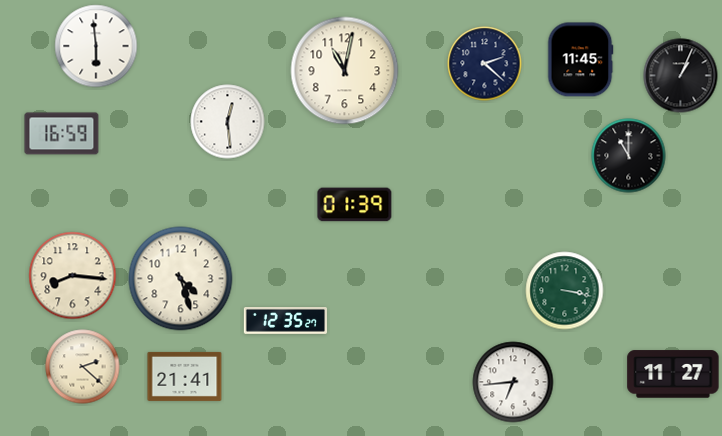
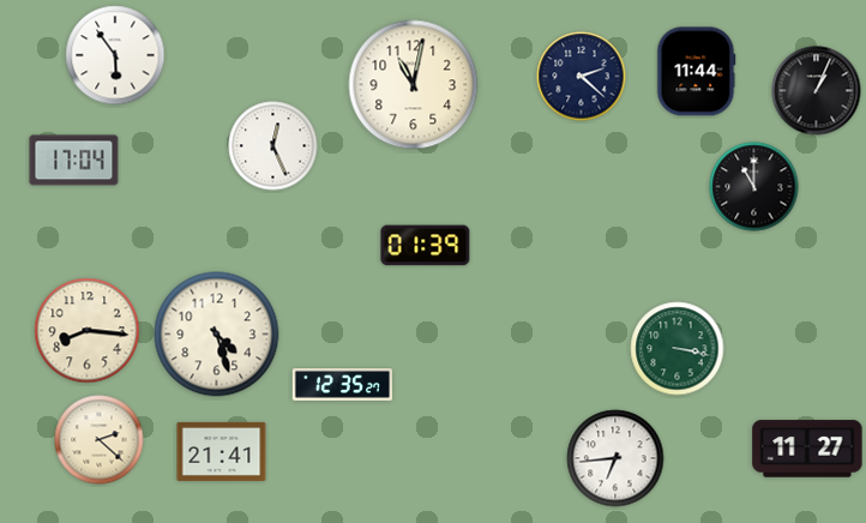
clock at (96, 46): 5:59 -> 5:54
clock at (581, 60): 11:45 -> 11:44
clock at (228, 122): 12:29 -> 12:26
clock at (62, 134): 16:59 -> 17:04
